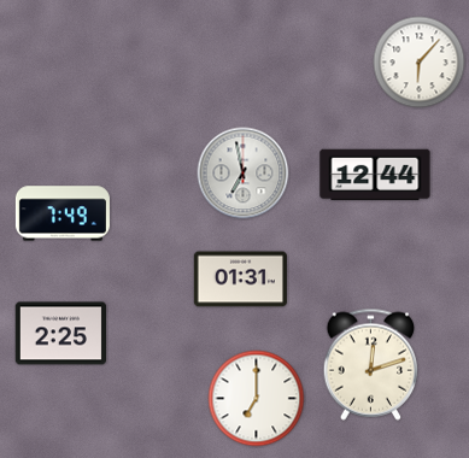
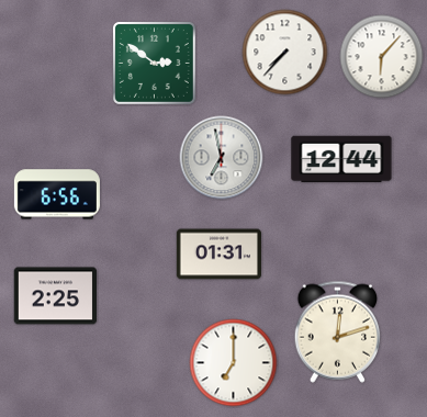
clock at (285, 53): none -> 7:37
clock at (154, 63): none -> 2:51
clock at (63, 213): 7:49 -> 6:56
clock at (61, 334) position: (61, 334) -> (56, 296)
